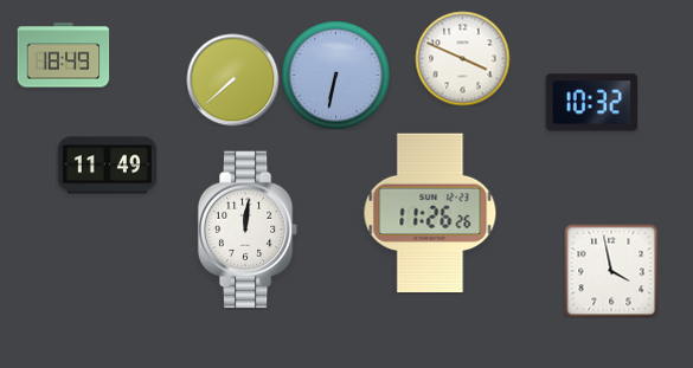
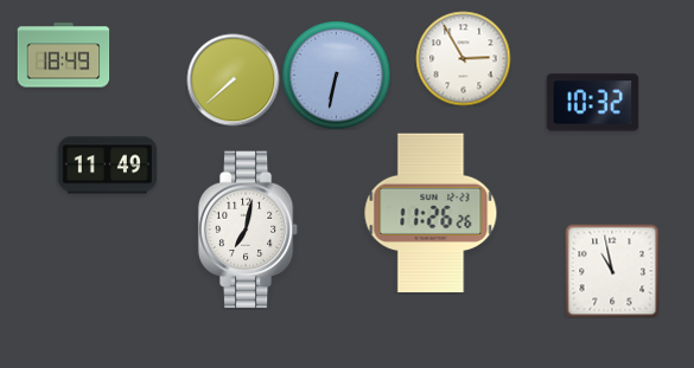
clock at (462, 58): 3:49 -> 2:55
clock at (248, 230): 12:01 -> 7:02
clock at (611, 271): 3:58 -> 10:58
